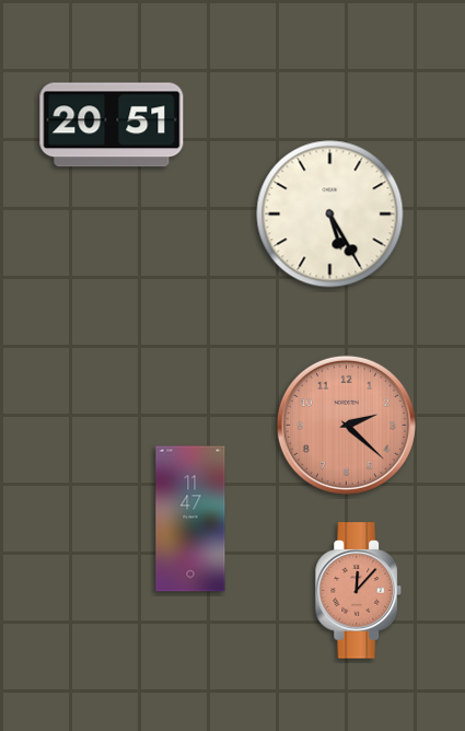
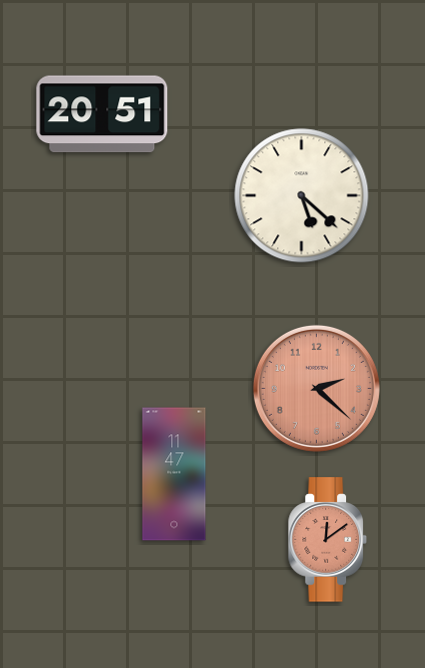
clock at (330, 214): 5:25 -> 5:22
clock at (358, 591): 12:07 -> 12:09
